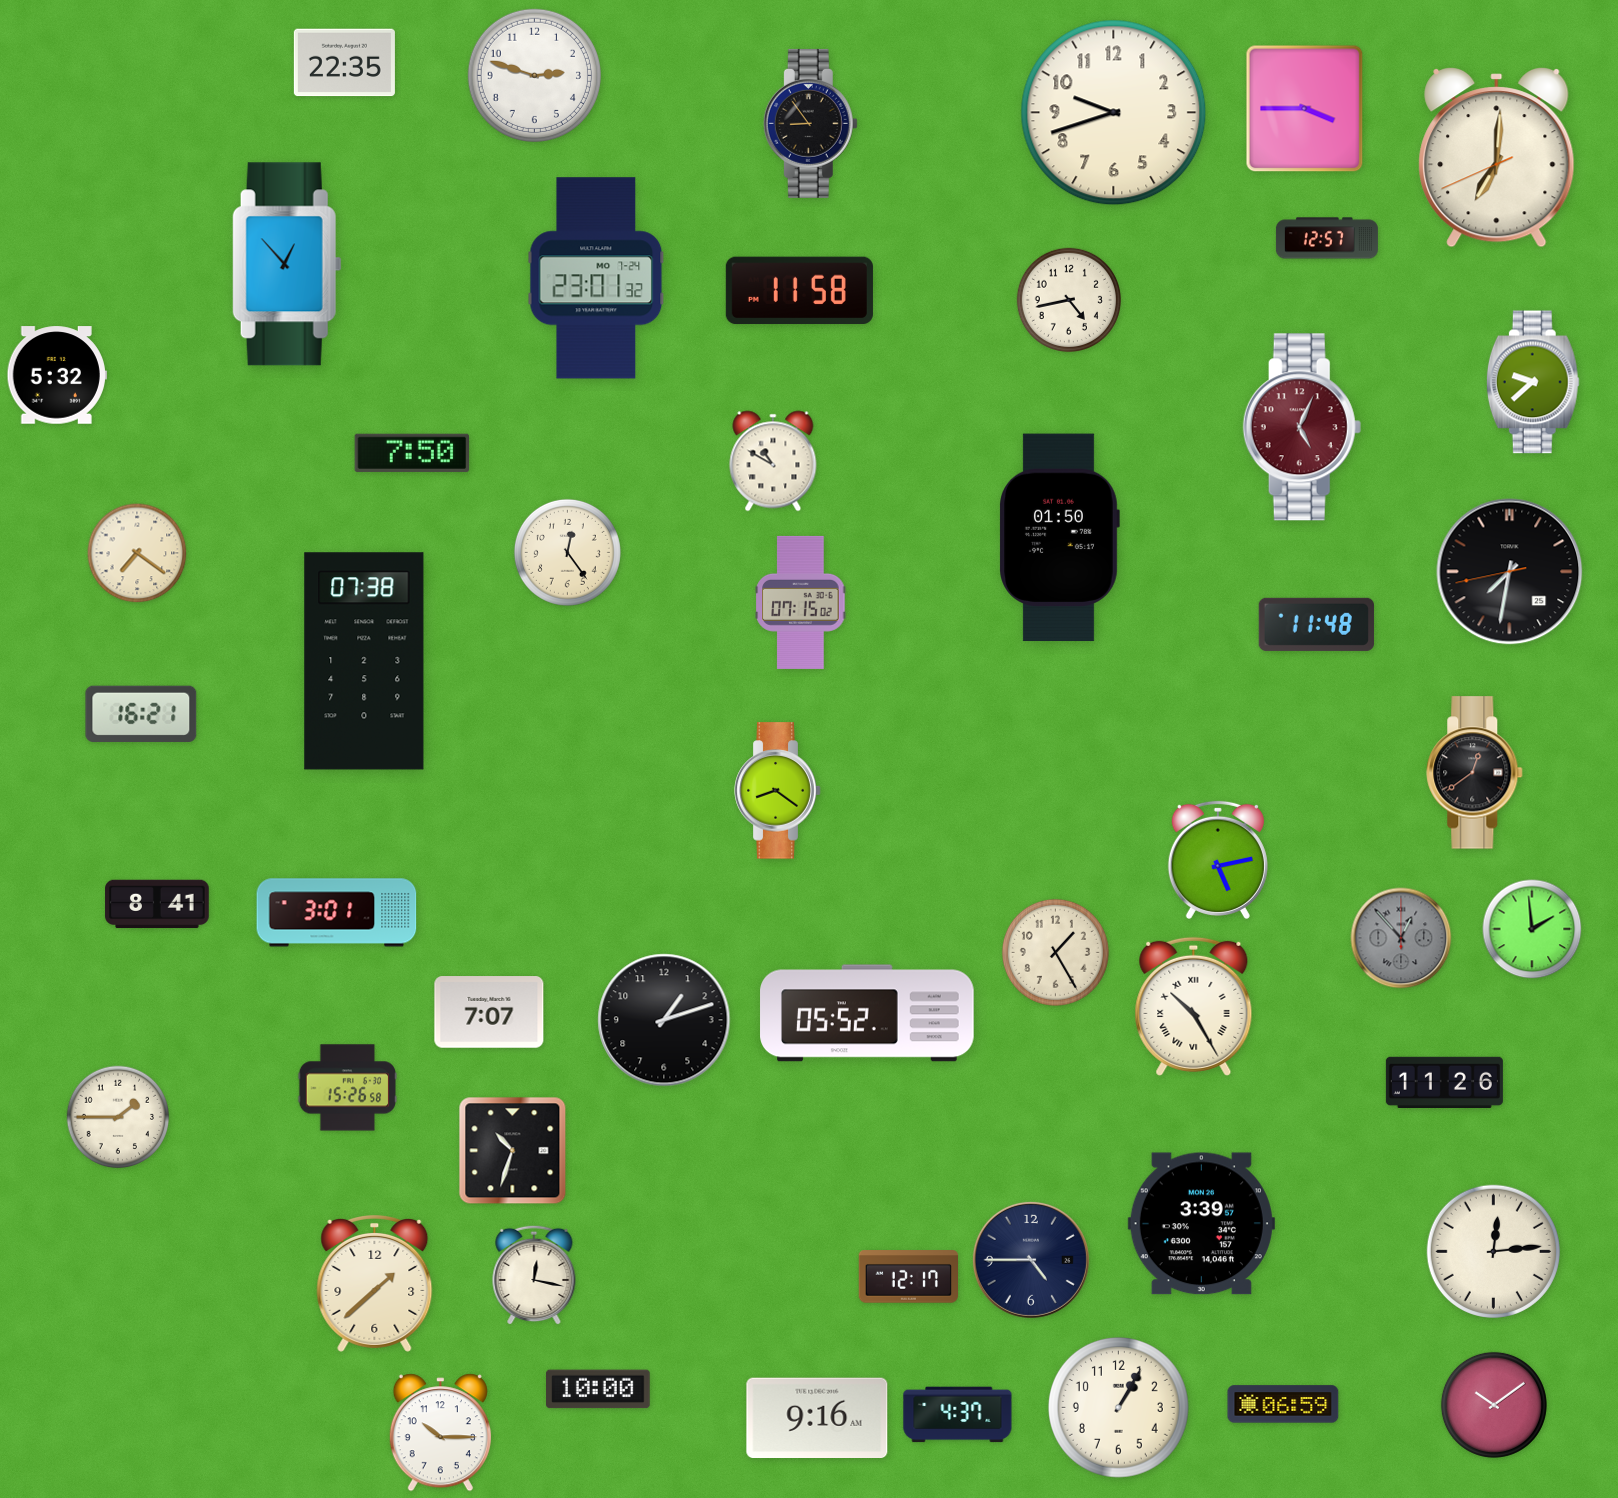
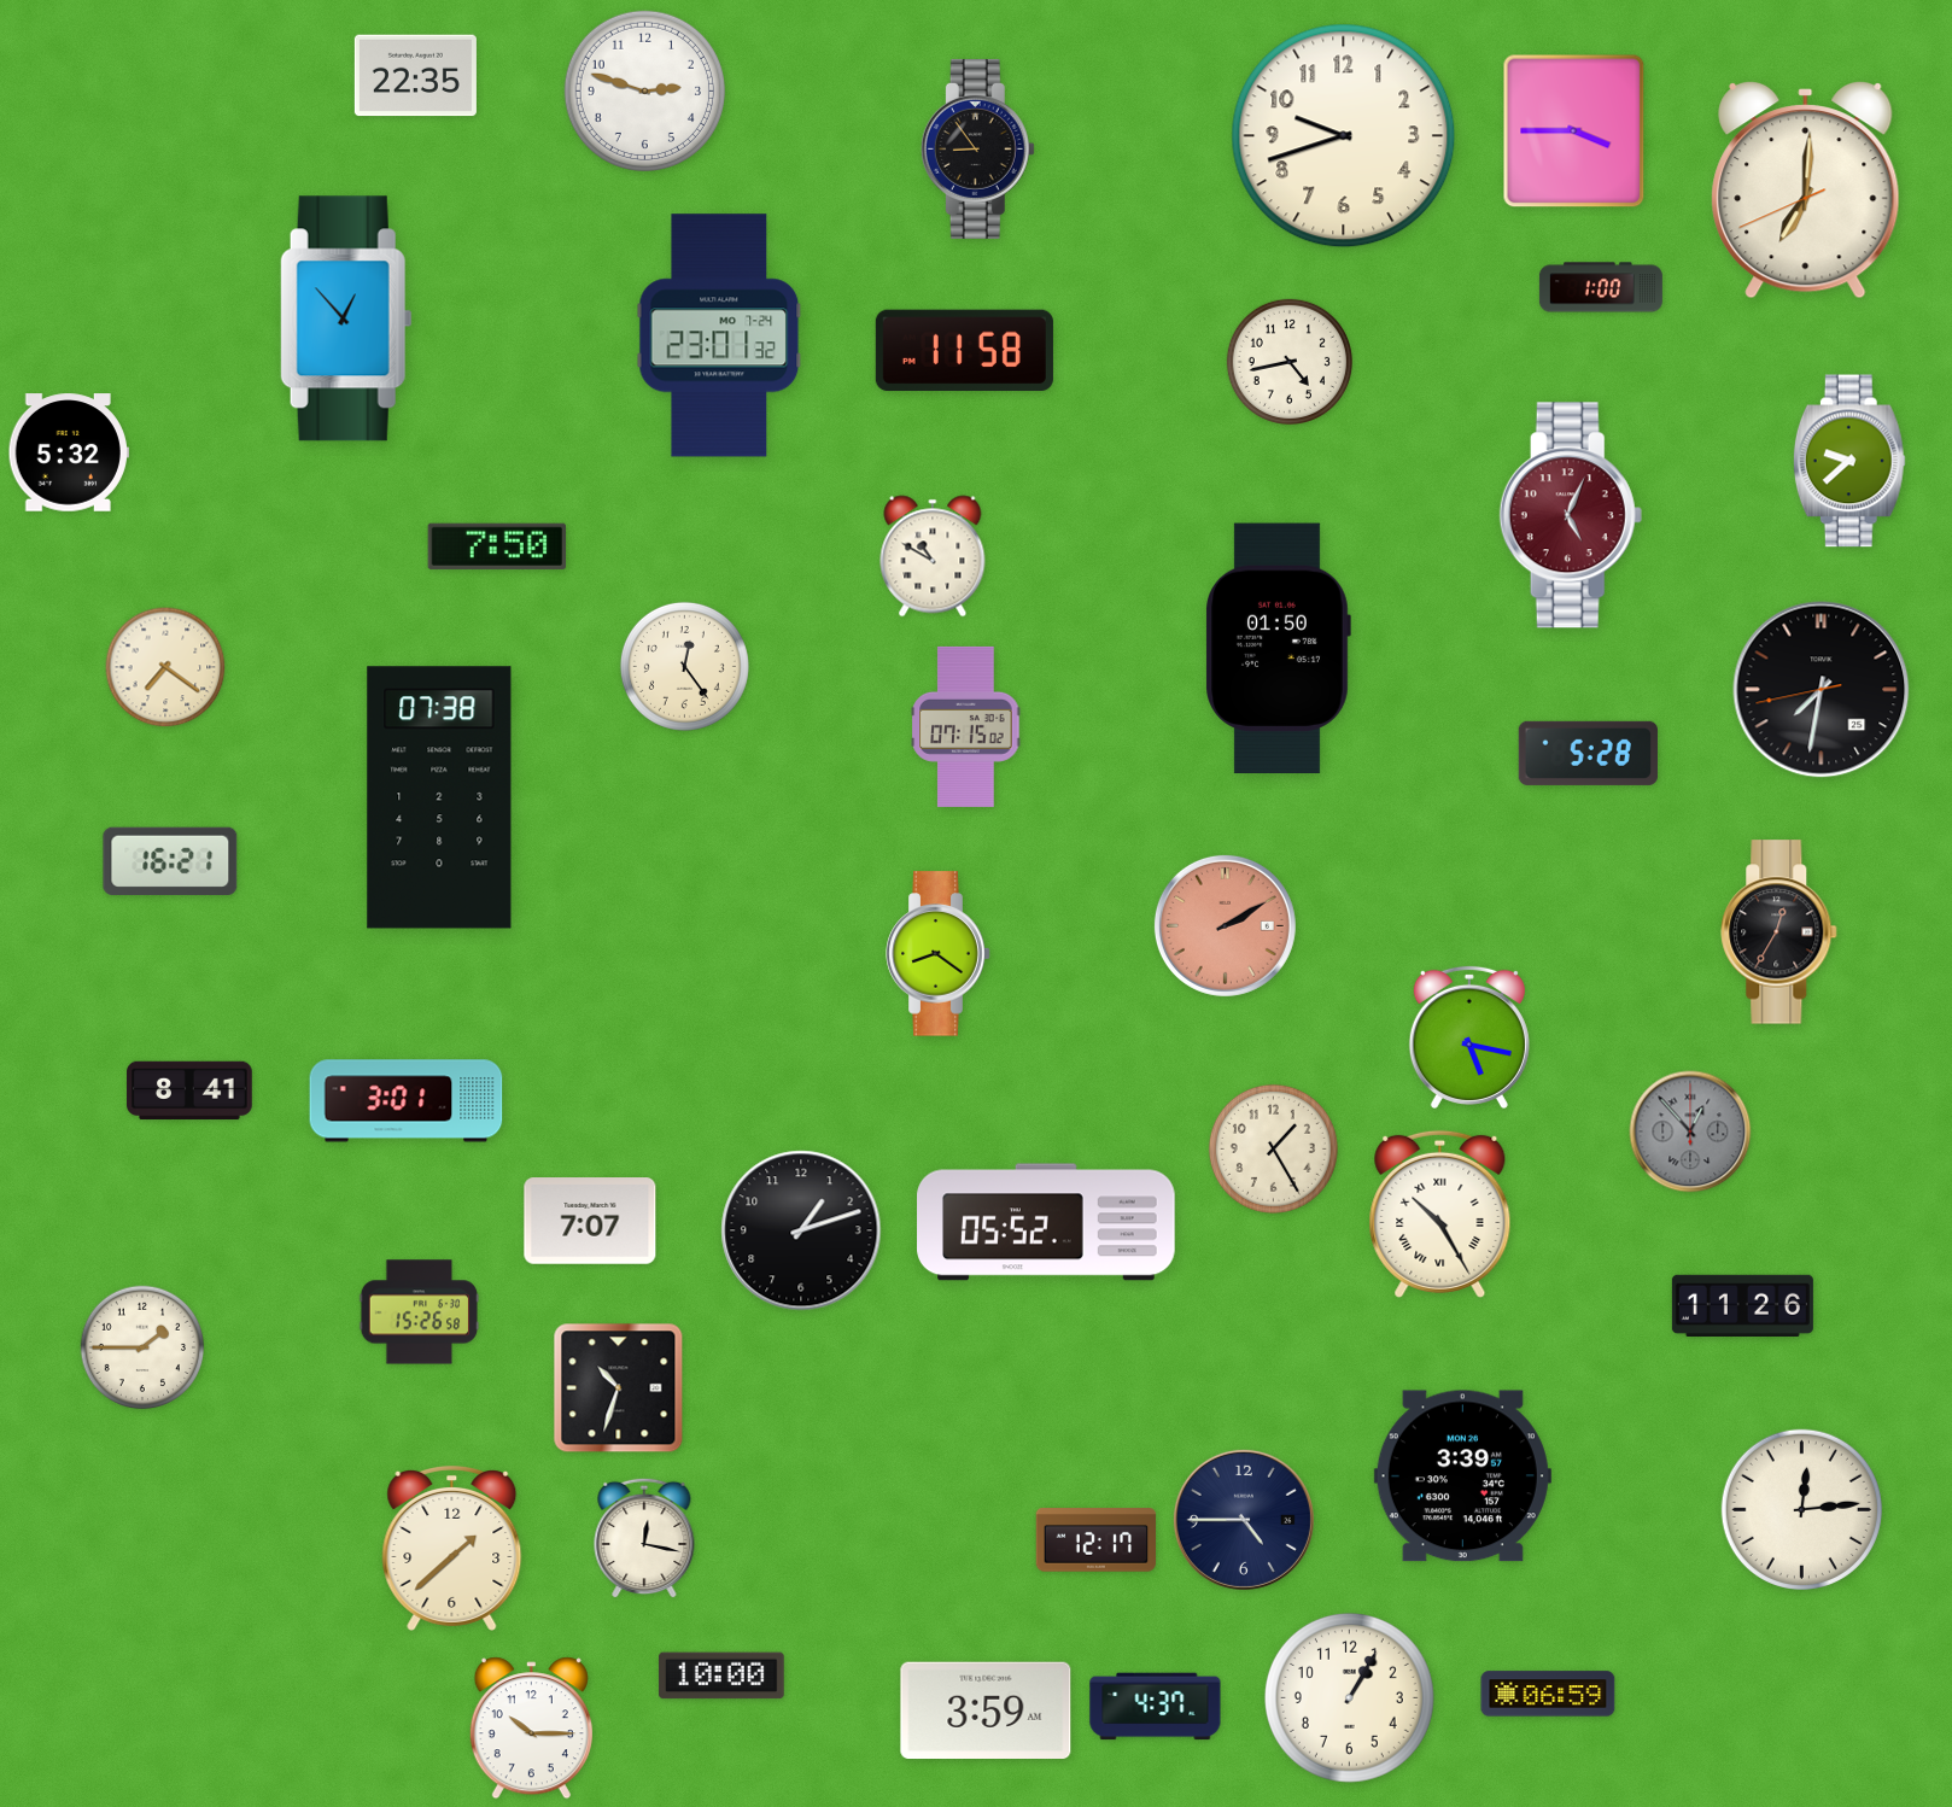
clock at (1327, 238): 12:57 -> 1:00
clock at (1316, 624): 11:48 -> 5:28
clock at (1225, 925): none -> 2:10
clock at (1475, 773): 12:39 -> 12:35
clock at (1218, 860): 5:13 -> 5:17
clock at (1532, 929): 1:59 -> none
clock at (1201, 1224) position: (1201, 1224) -> (1462, 1476)
clock at (1494, 1405): 10:09 -> none
clock at (817, 1417): 9:16 -> 3:59
